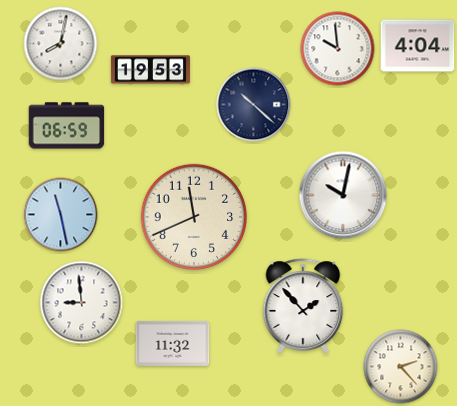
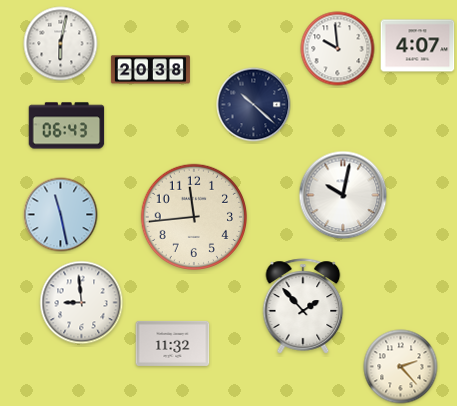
clock at (61, 44): 8:02 -> 6:02
clock at (418, 46): 4:04 -> 4:07
clock at (150, 70): 19:53 -> 20:38
clock at (67, 126): 06:59 -> 06:43
clock at (193, 216): 11:41 -> 11:44
